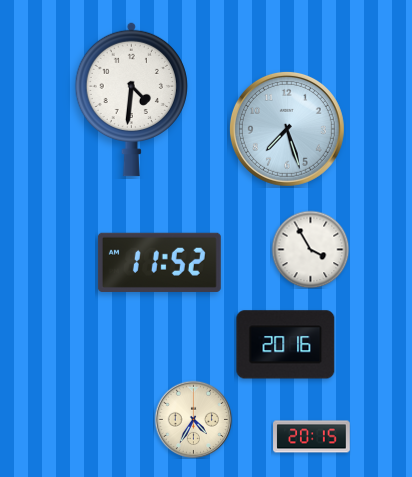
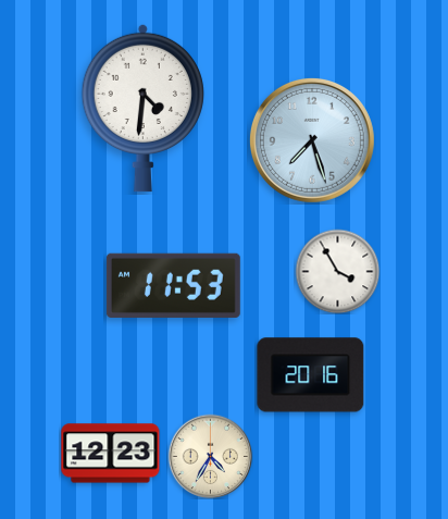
clock at (159, 262): 11:52 -> 11:53
clock at (111, 454): none -> 12:23
clock at (312, 437): 20:15 -> none
